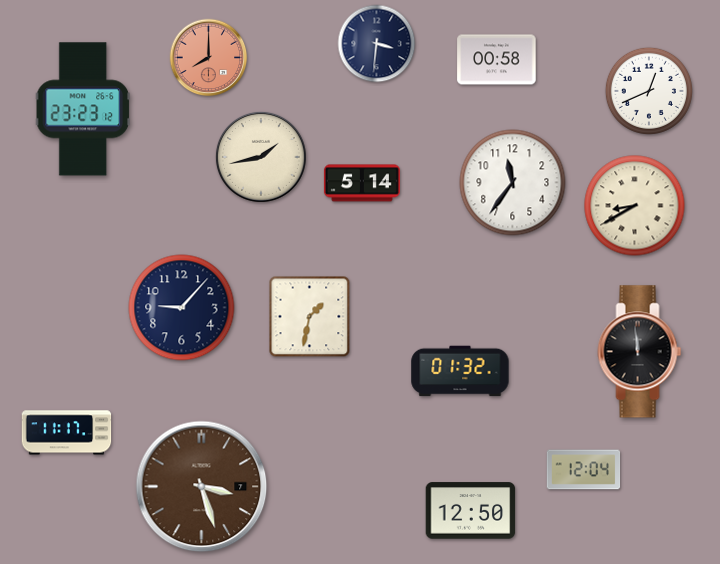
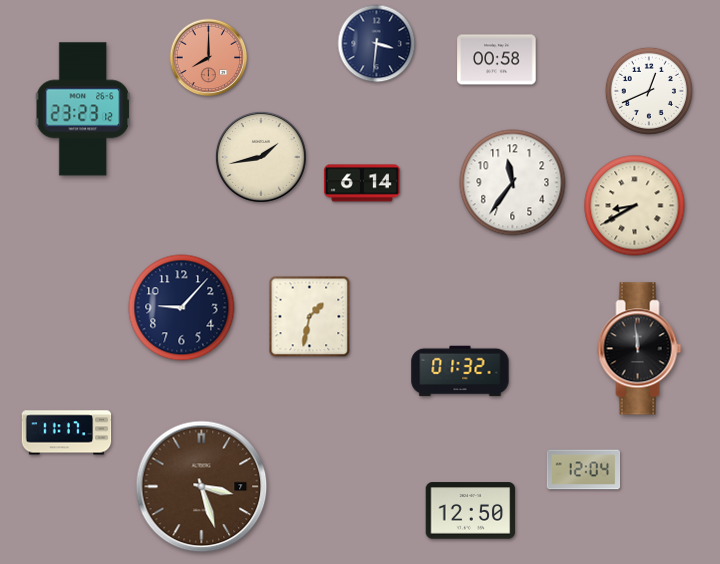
clock at (362, 183): 5:14 -> 6:14
clock at (640, 352) position: (640, 352) -> (640, 349)
